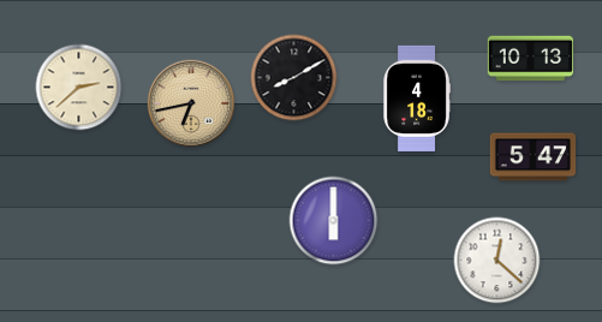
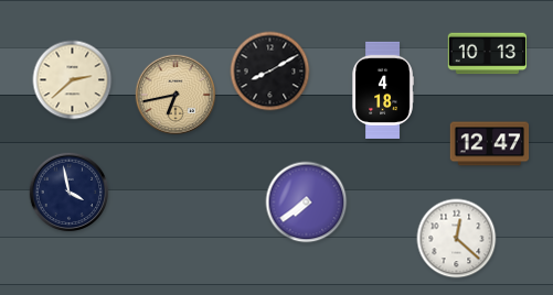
clock at (534, 157): 5:47 -> 12:47
clock at (70, 193): none -> 3:58
clock at (334, 221): 6:00 -> 7:39
